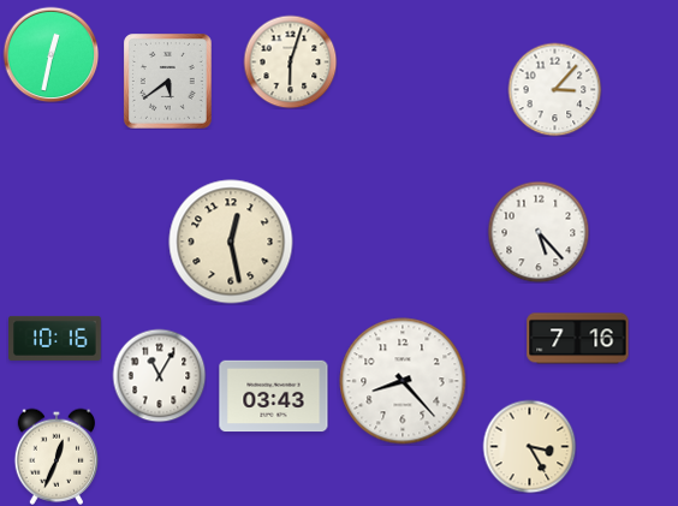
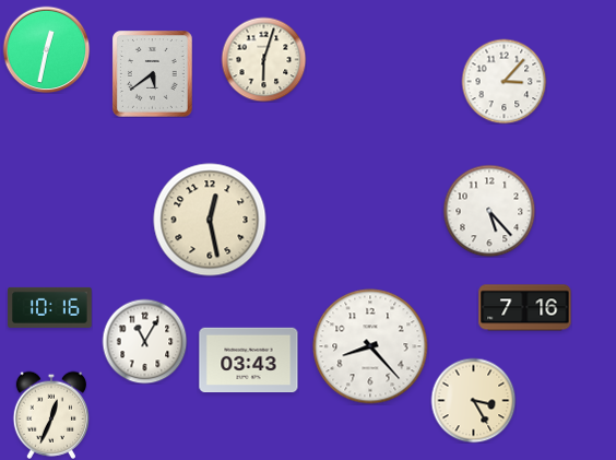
clock at (290, 61) position: (290, 61) -> (263, 59)
clock at (403, 381) position: (403, 381) -> (370, 346)
clock at (529, 446) position: (529, 446) -> (473, 400)
